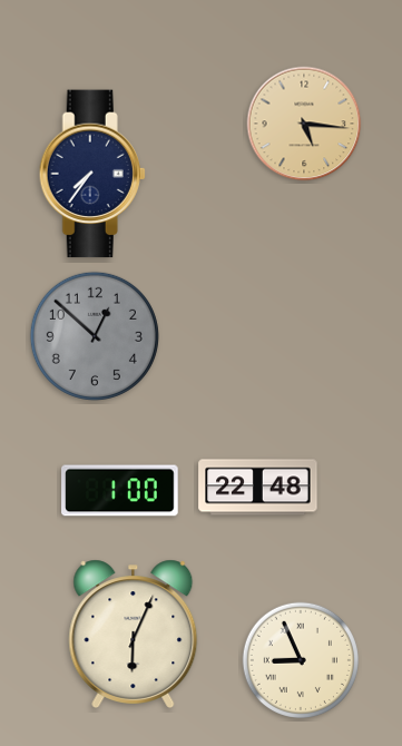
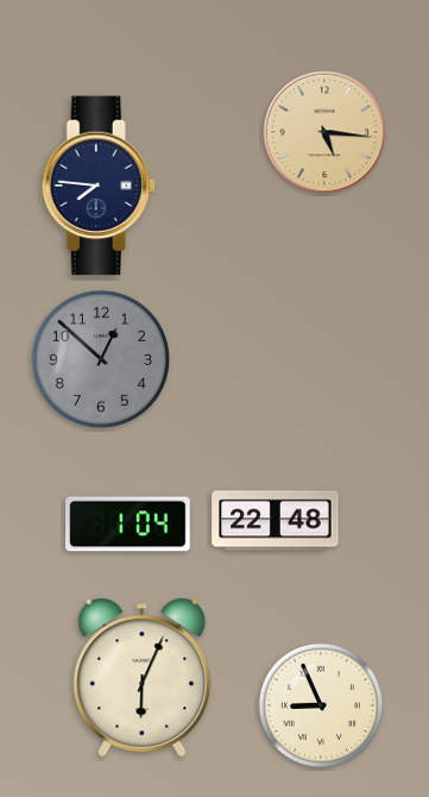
clock at (92, 174): 7:36 -> 7:46
clock at (120, 491): 1:00 -> 1:04
